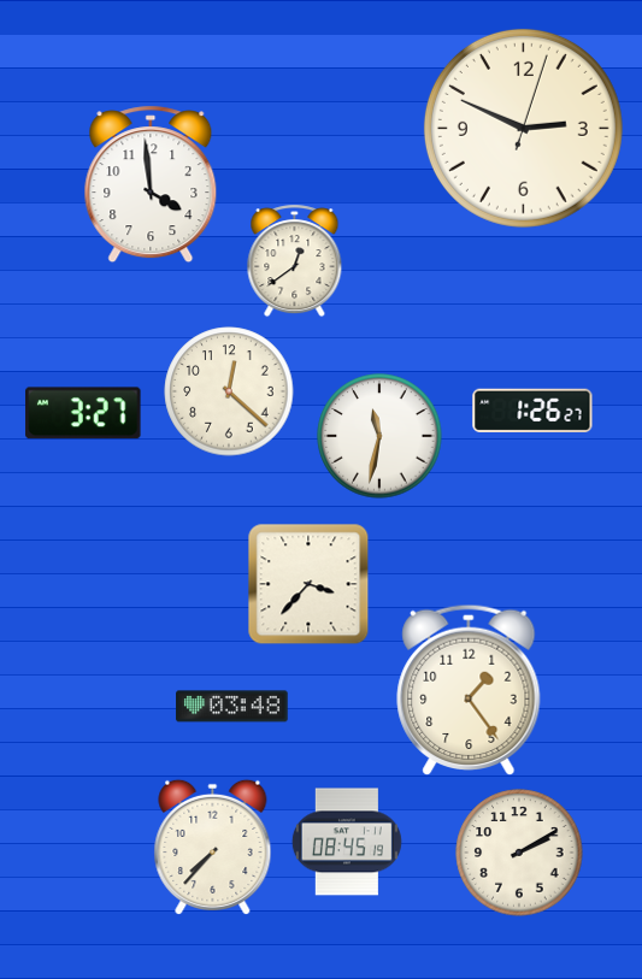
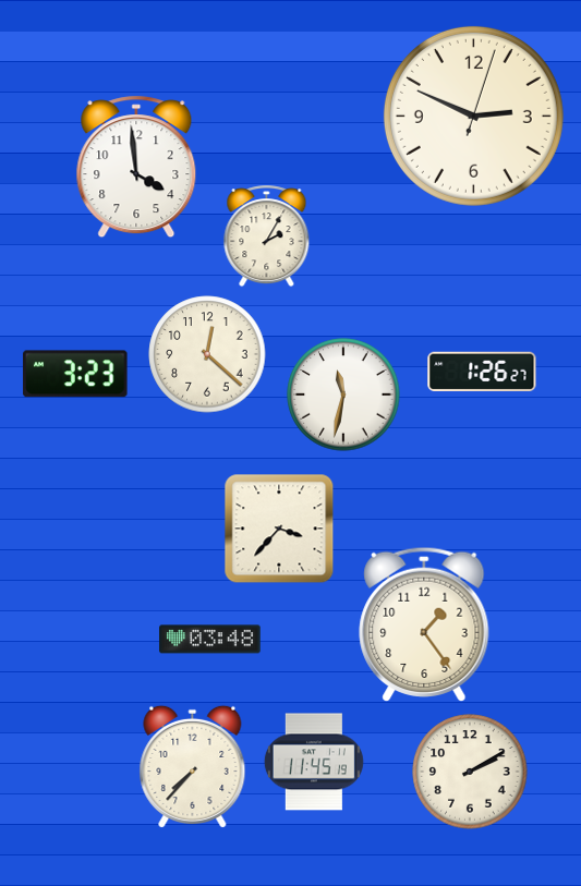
clock at (295, 261): 12:39 -> 2:05
clock at (83, 413): 3:27 -> 3:23
clock at (347, 842): 08:45 -> 11:45
